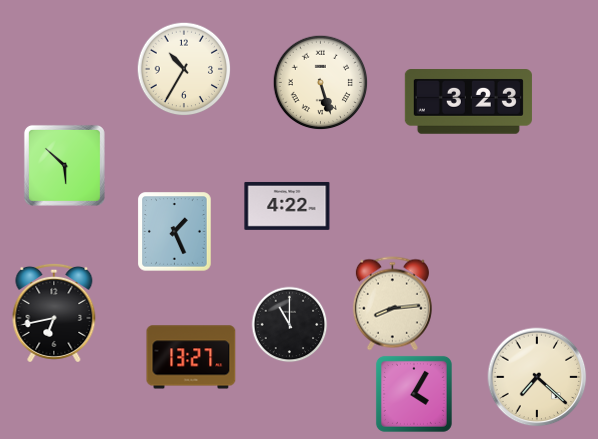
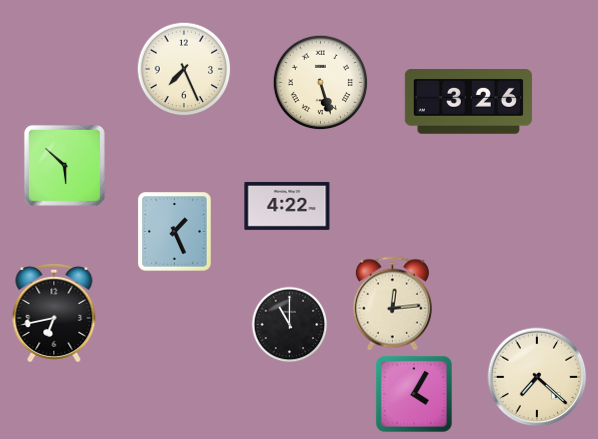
clock at (184, 69): 10:35 -> 7:26
clock at (468, 102): 3:23 -> 3:26
clock at (392, 304): 8:14 -> 12:14
clock at (191, 357): 13:27 -> none
